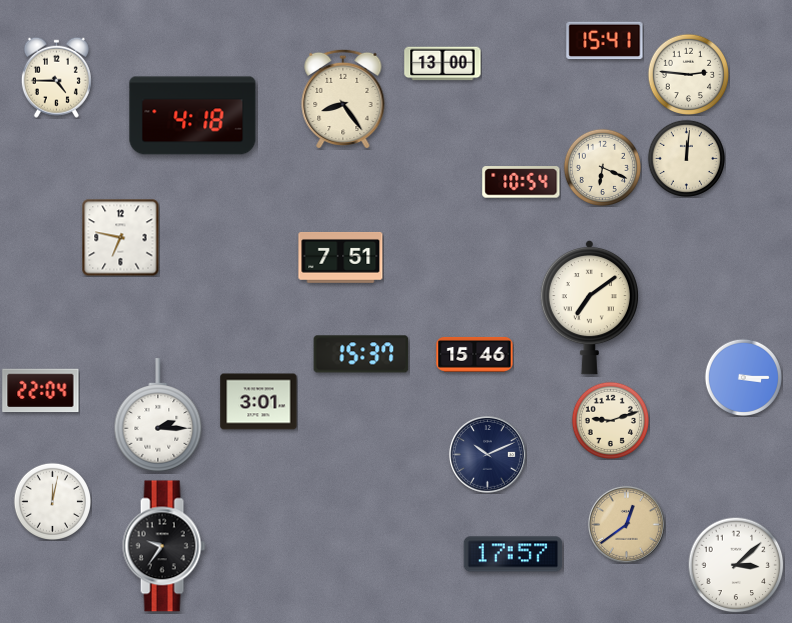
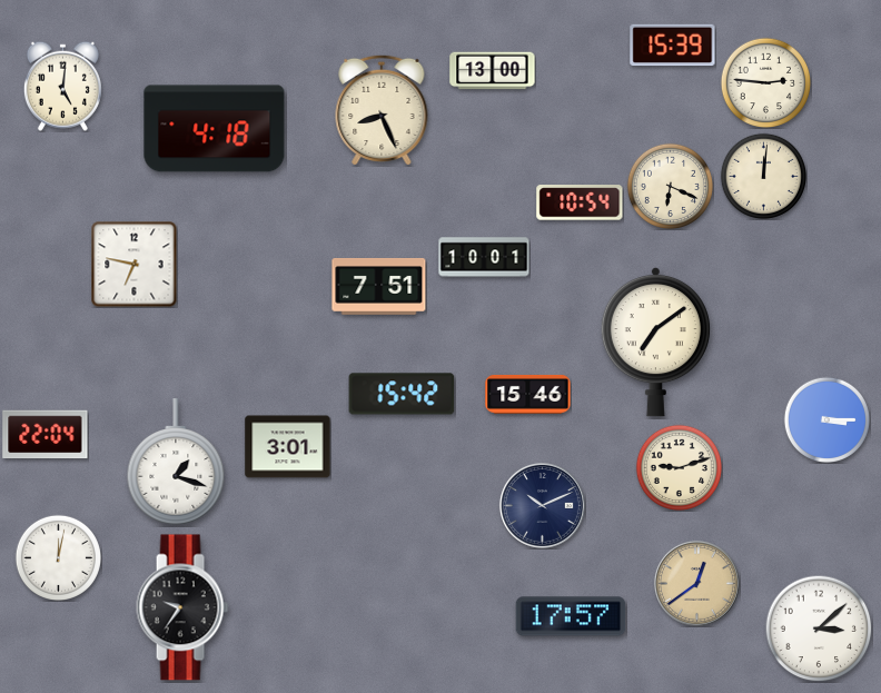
clock at (605, 41): 15:41 -> 15:39
clock at (56, 77): 4:45 -> 5:01
clock at (343, 99): 8:24 -> 8:26
clock at (484, 257): none -> 10:01
clock at (361, 354): 15:37 -> 15:42
clock at (158, 415): 2:15 -> 1:18
